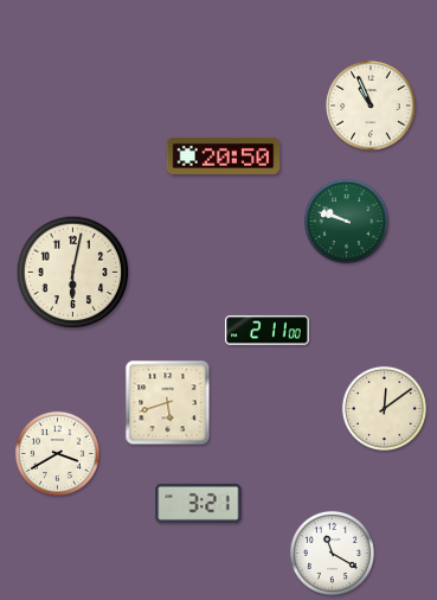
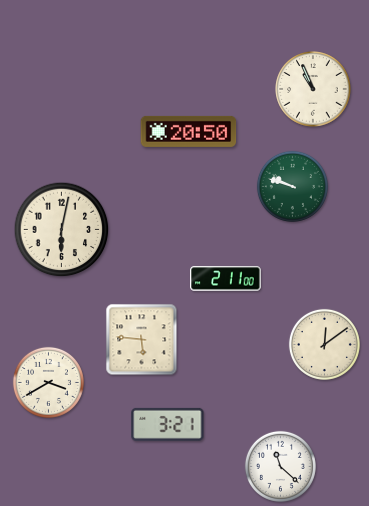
clock at (168, 403): 5:42 -> 5:46
clock at (332, 553): 11:20 -> 11:22
